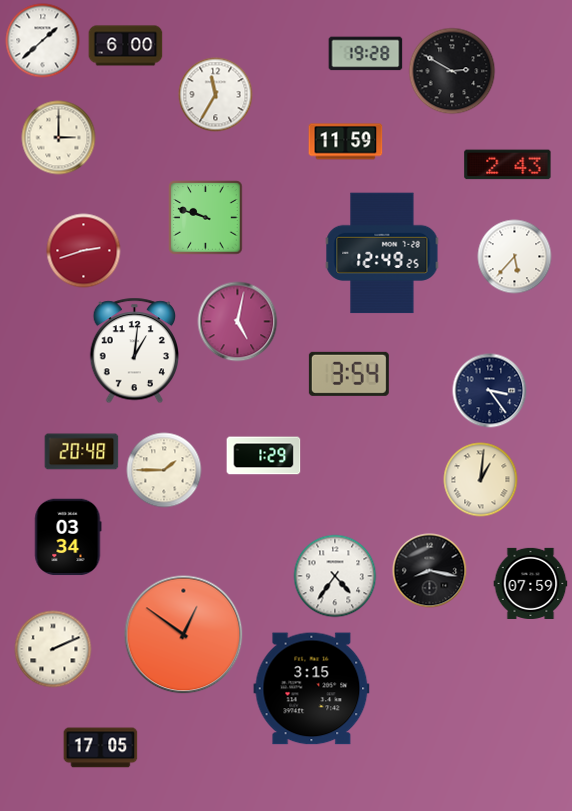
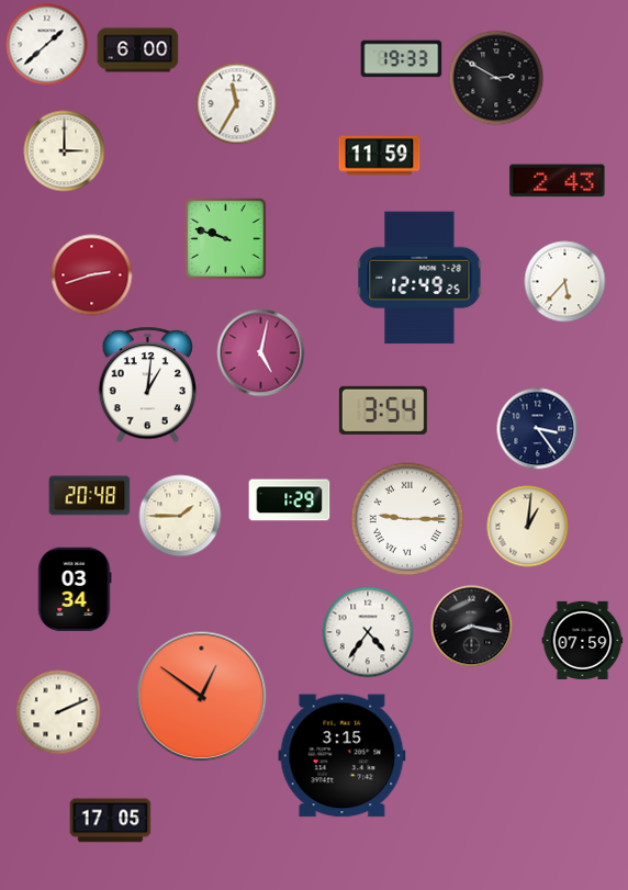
clock at (366, 54): 19:28 -> 19:33
clock at (407, 519): none -> 9:15
